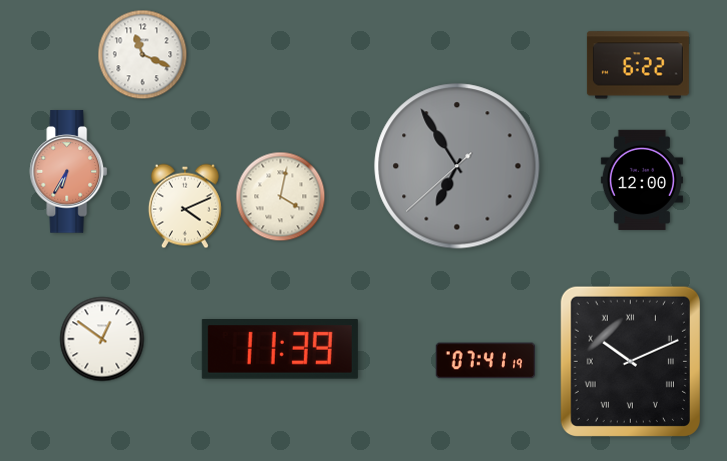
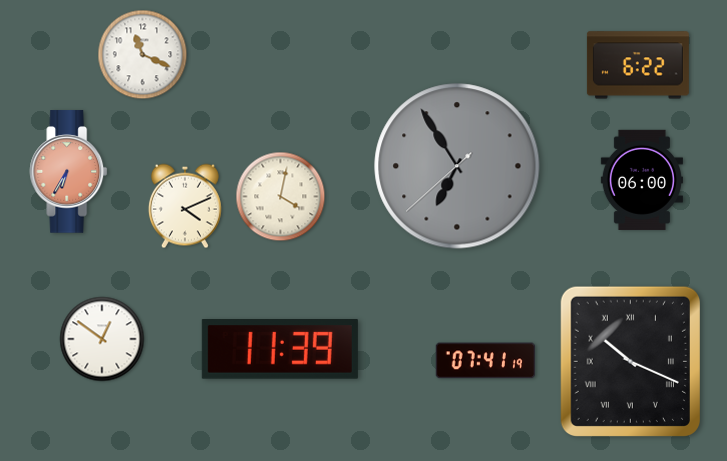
clock at (642, 180): 12:00 -> 06:00
clock at (630, 361): 10:11 -> 10:19
